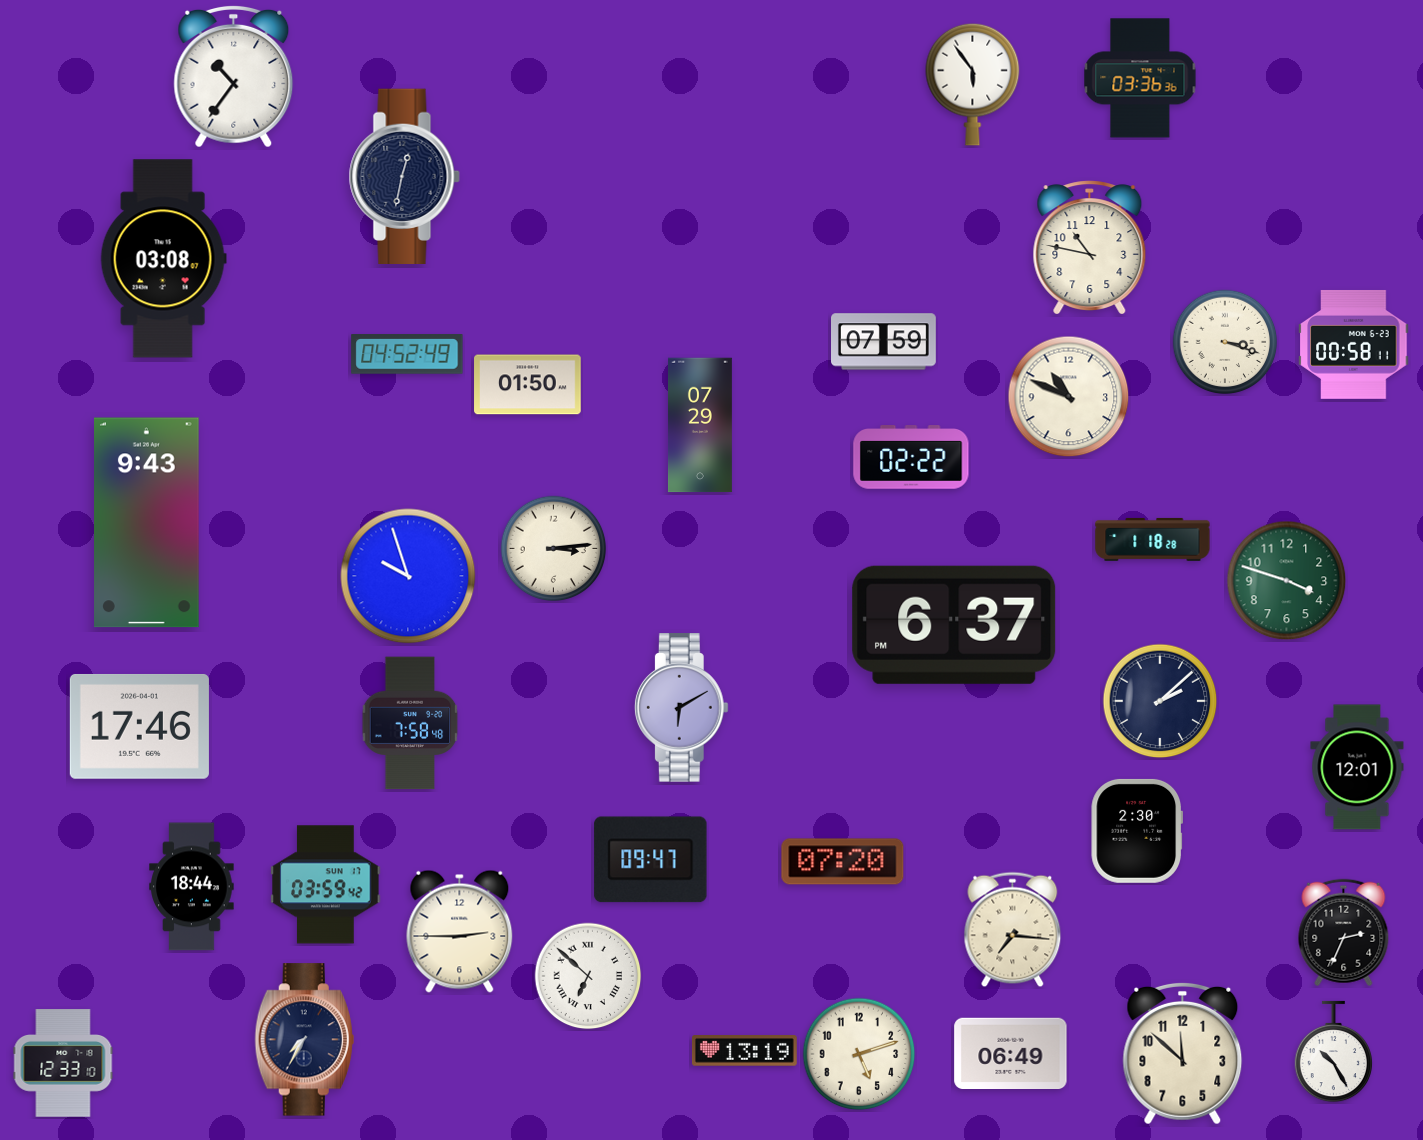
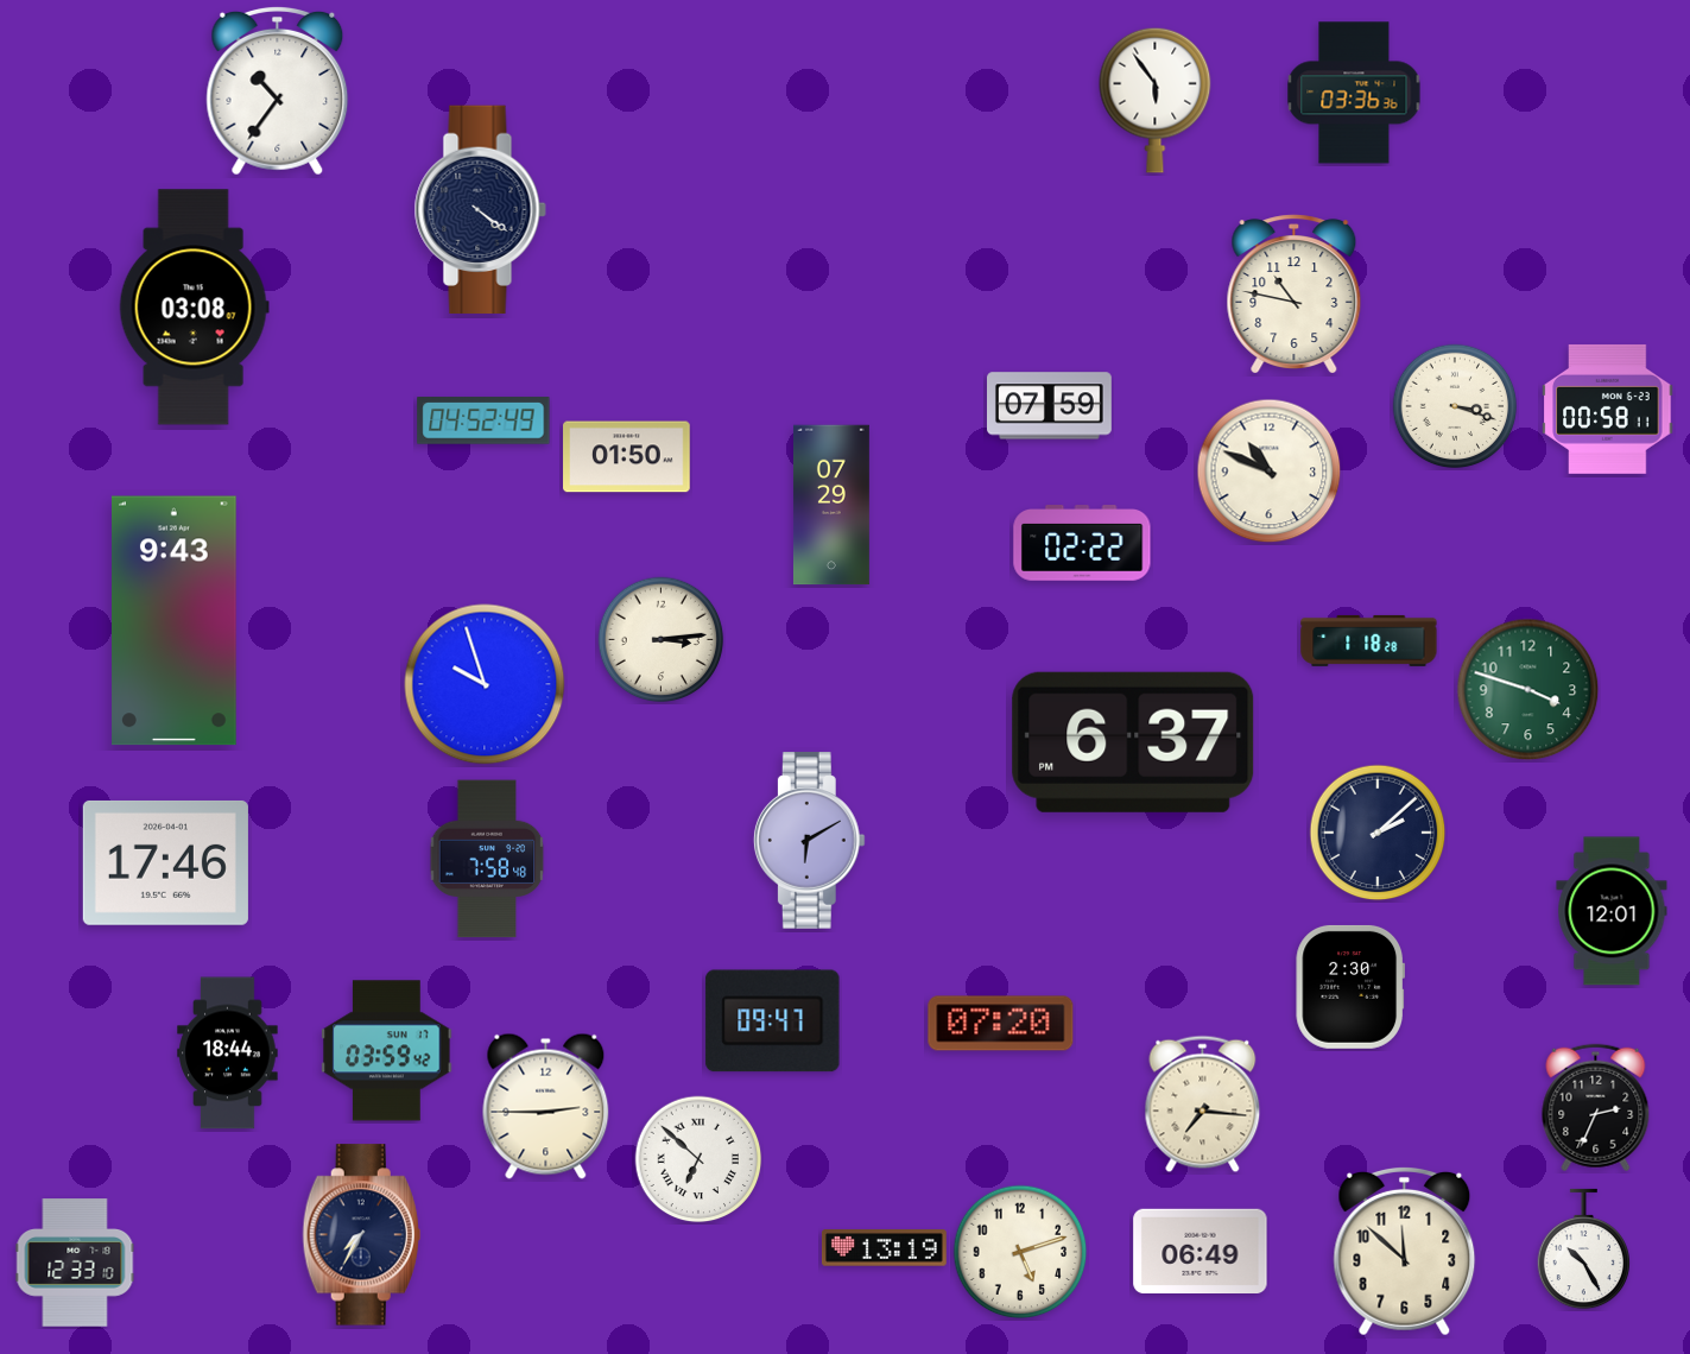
clock at (404, 176): 12:32 -> 4:21
clock at (554, 549) position: (554, 549) -> (662, 640)
